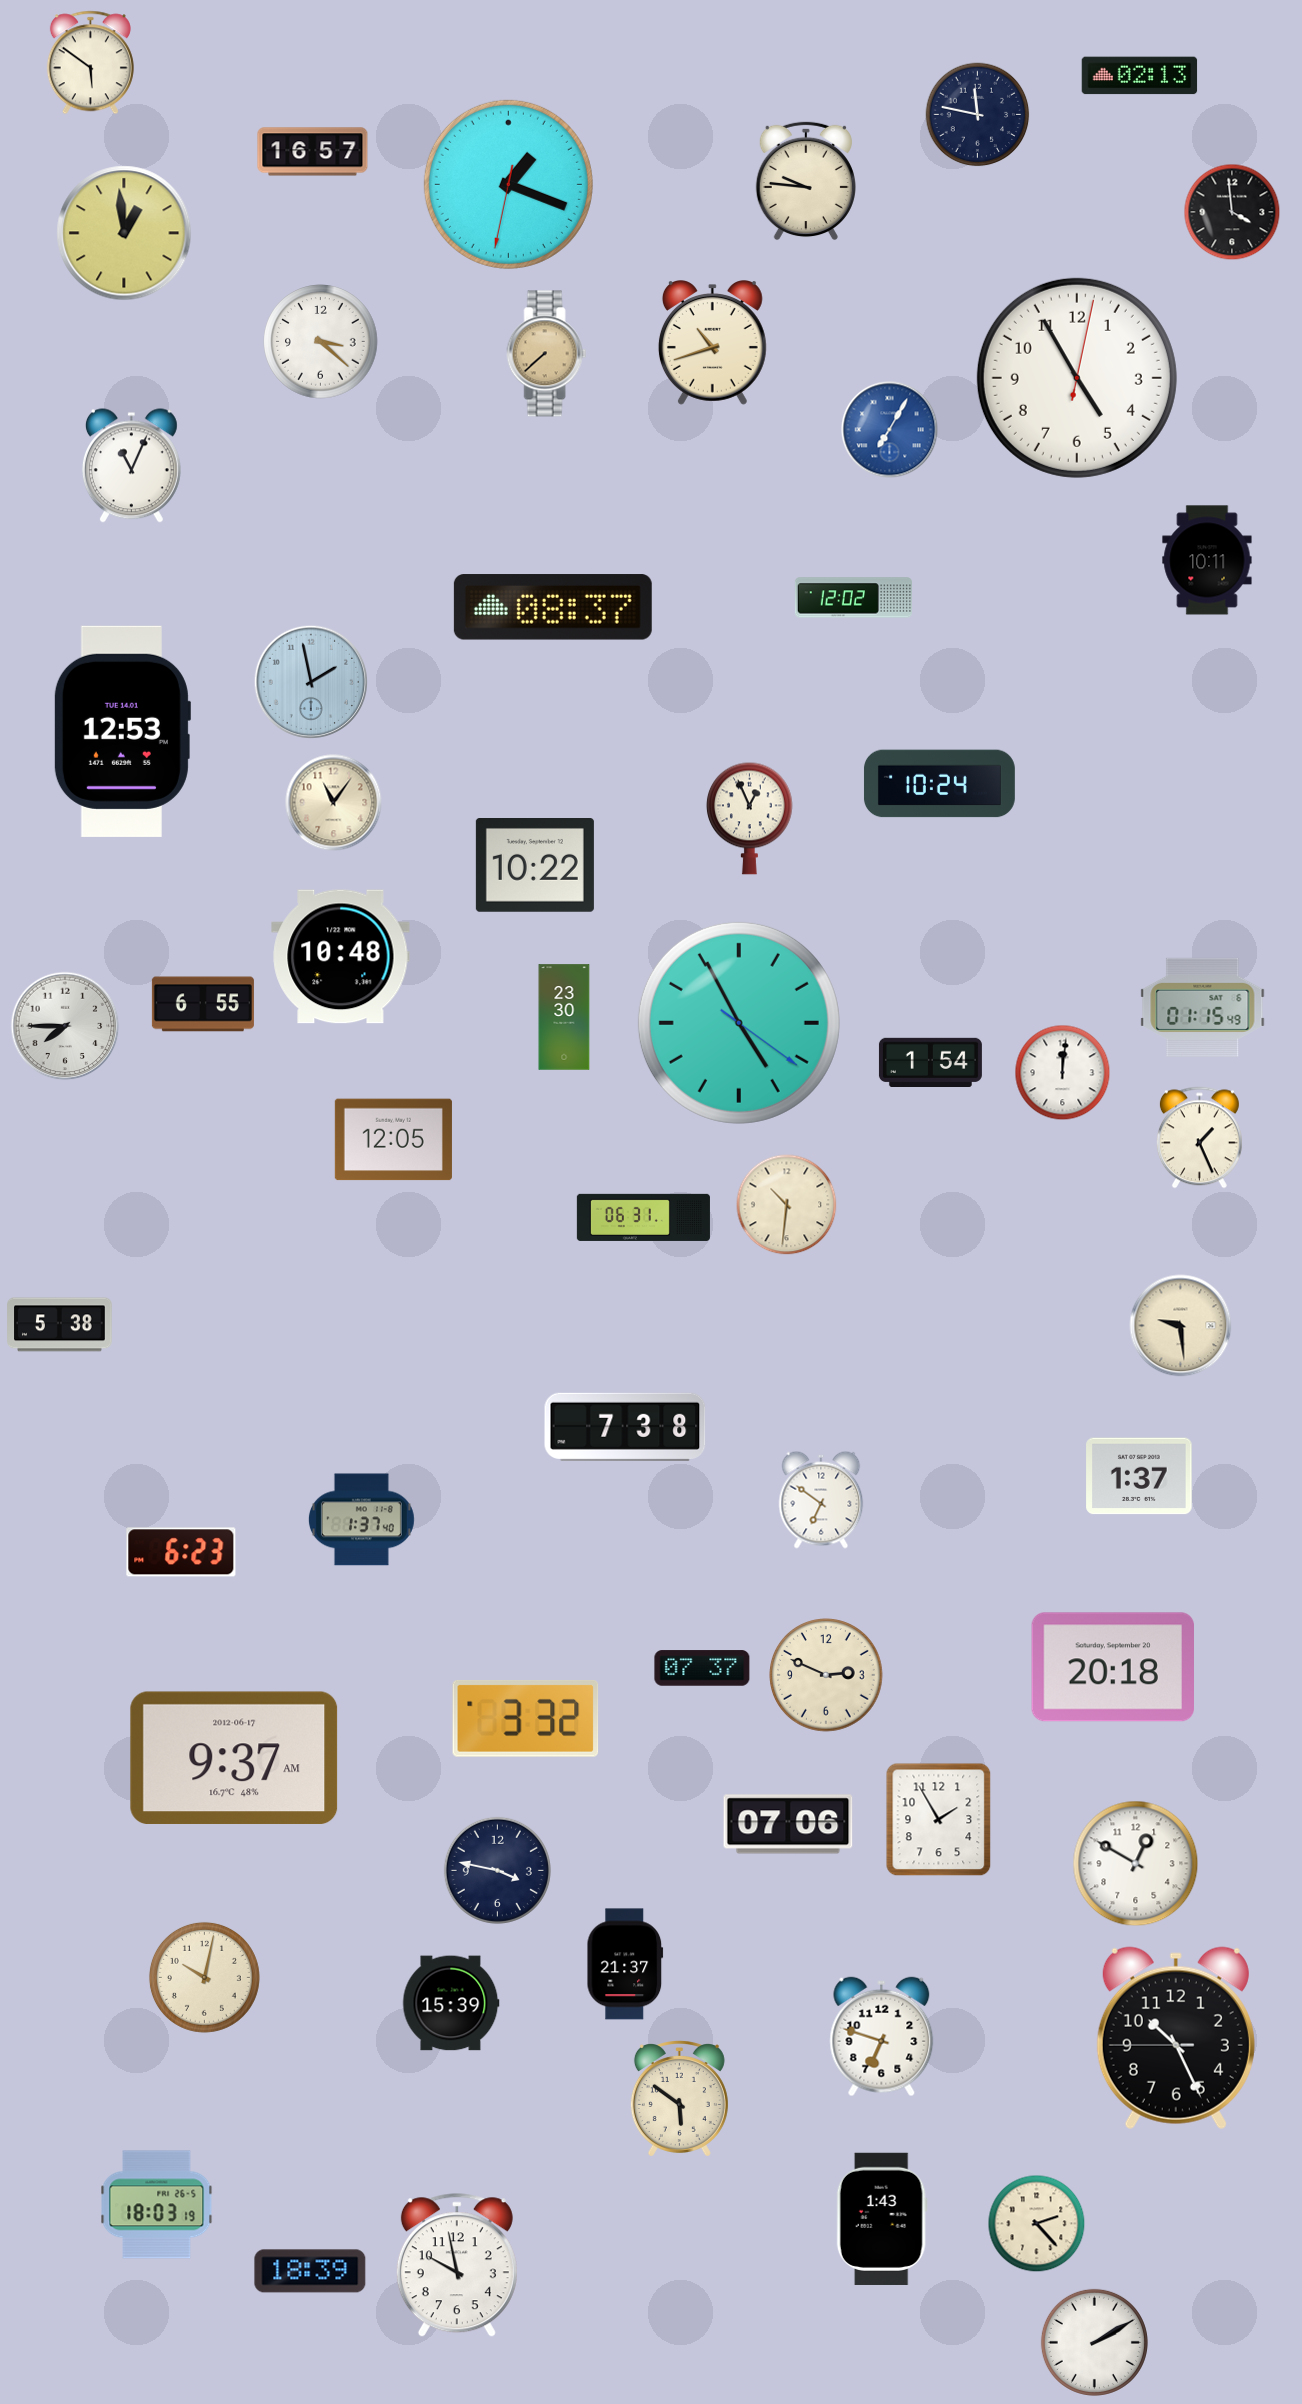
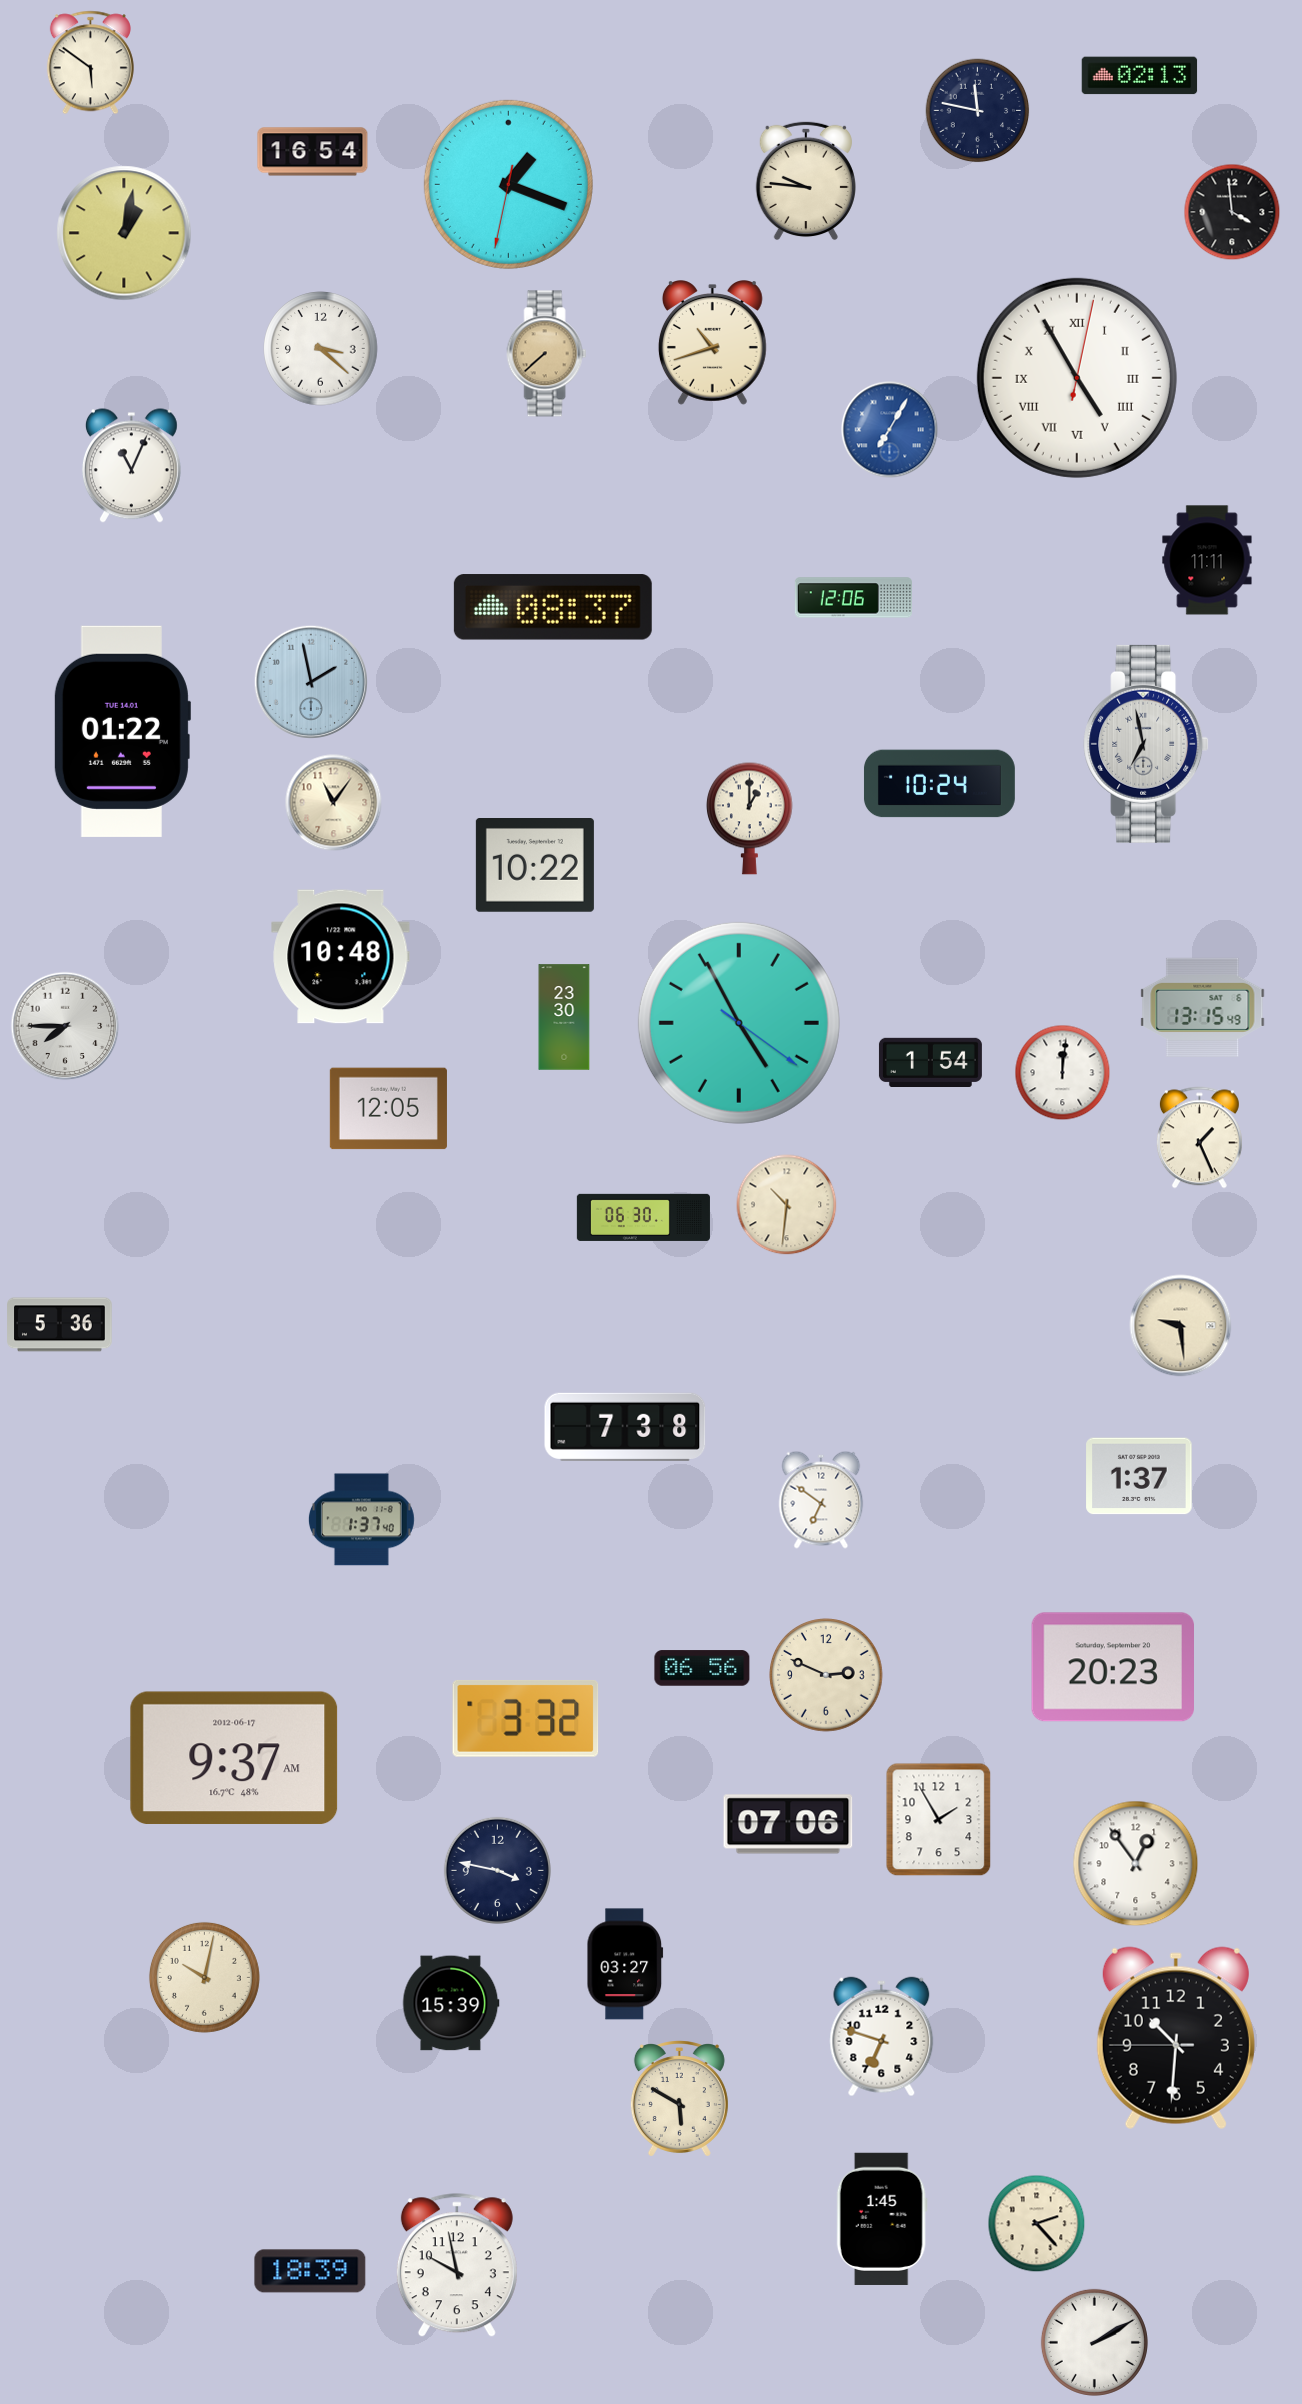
clock at (978, 115) position: (978, 115) -> (978, 111)
clock at (313, 152): 16:57 -> 16:54
clock at (124, 233): 12:59 -> 1:02
clock at (321, 342) position: (321, 342) -> (321, 349)
clock at (1077, 378) numerals: Arabic -> Roman
clock at (1207, 560): 10:11 -> 11:11
clock at (853, 598): 12:02 -> 12:06
clock at (122, 731): 12:53 -> 01:22
clock at (1146, 744): none -> 6:58
clock at (749, 818): 12:56 -> 1:00
clock at (203, 1004): 6:55 -> none
clock at (1203, 1007): 01:15 -> 13:15
clock at (393, 1140) position: (393, 1140) -> (388, 1109)
clock at (643, 1217): 06:31 -> 06:30
clock at (60, 1325): 5:38 -> 5:36
clock at (181, 1552): 6:23 -> none
clock at (1112, 1667): 20:18 -> 20:23
clock at (702, 1668): 07:37 -> 06:56
clock at (1136, 1864): 12:50 -> 12:54
clock at (625, 1964): 21:37 -> 03:27
clock at (1176, 2038): 10:25 -> 10:30
clock at (679, 2099): 5:51 -> 5:50
clock at (157, 2205): 18:03 -> none
clock at (882, 2219): 1:43 -> 1:45
